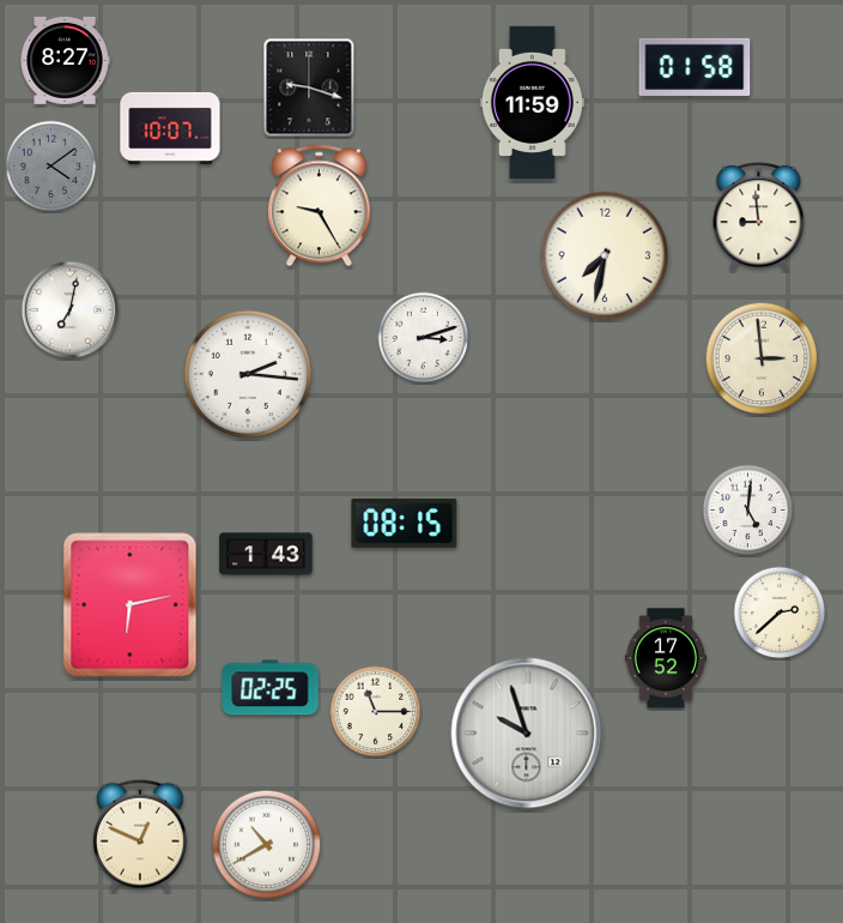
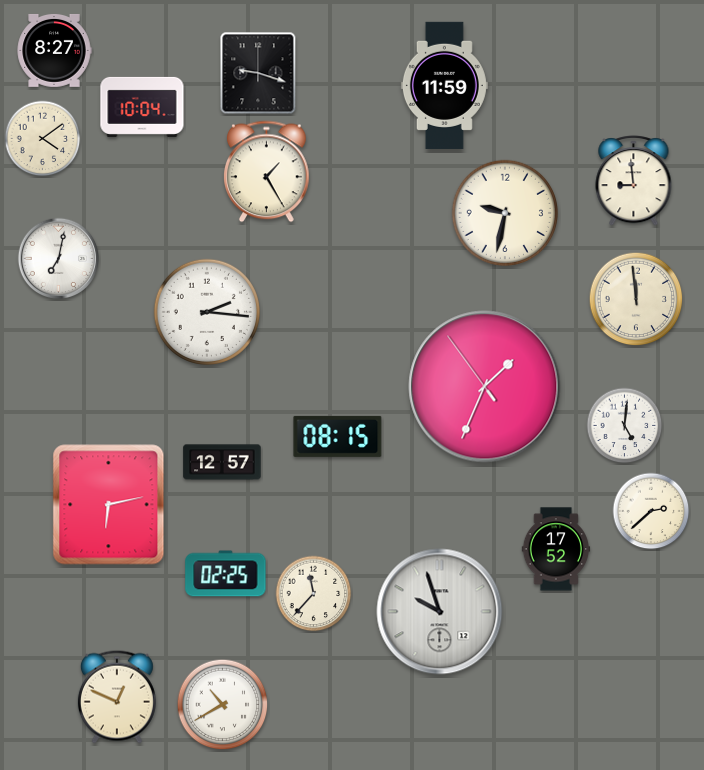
clock at (695, 67): 01:58 -> none
clock at (170, 128): 10:07 -> 10:04
clock at (51, 167) dial: grey -> cream
clock at (320, 206): 9:25 -> 1:25
clock at (604, 254): 7:32 -> 9:32
clock at (424, 338): 3:12 -> none
clock at (762, 358): 2:59 -> 11:59
clock at (485, 387): none -> 1:33
clock at (266, 554): 1:43 -> 12:57
clock at (376, 712): 11:15 -> 11:37
